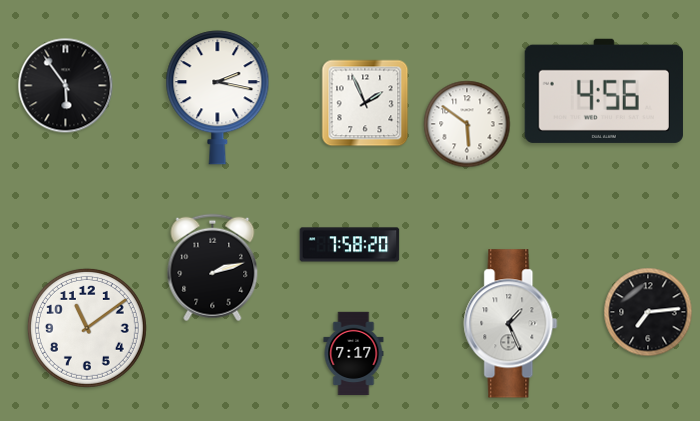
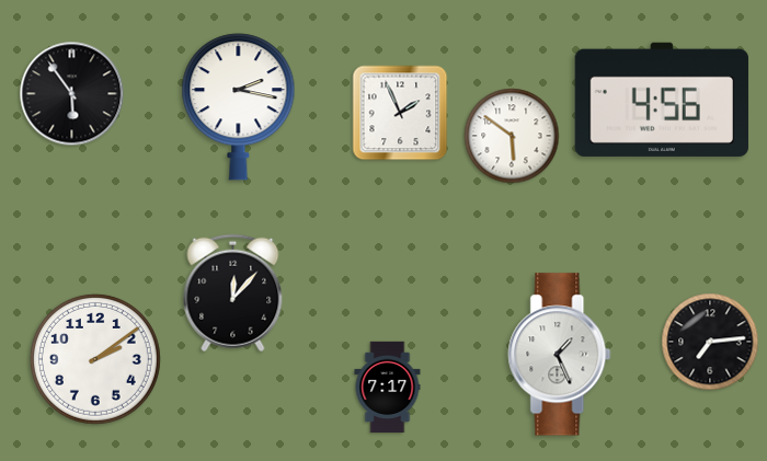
clock at (350, 245): 7:58 -> none
clock at (213, 268): 2:12 -> 12:07
clock at (87, 328): 11:09 -> 2:09
